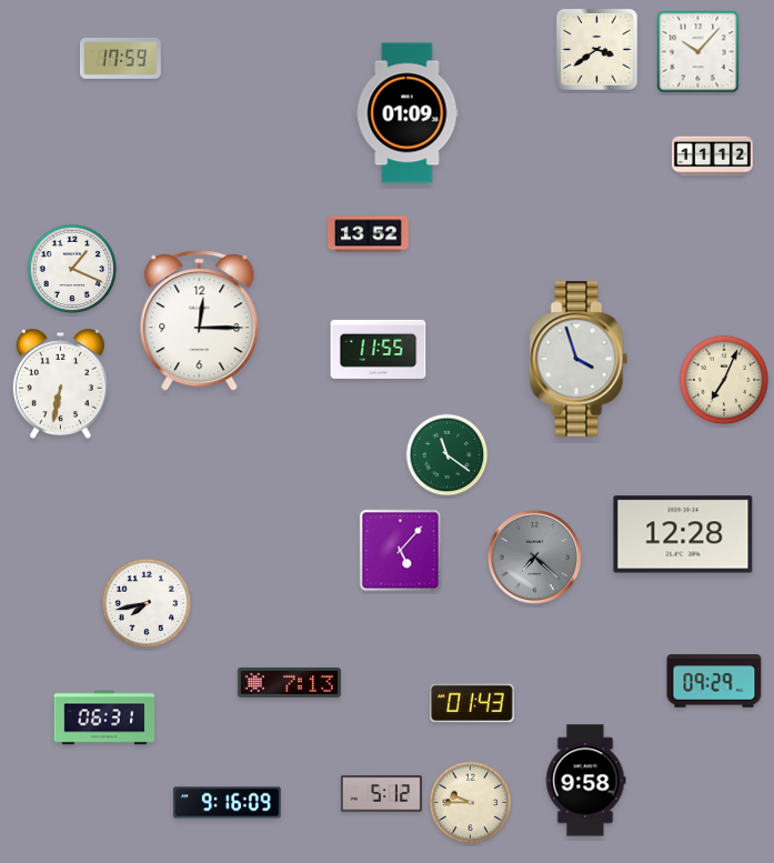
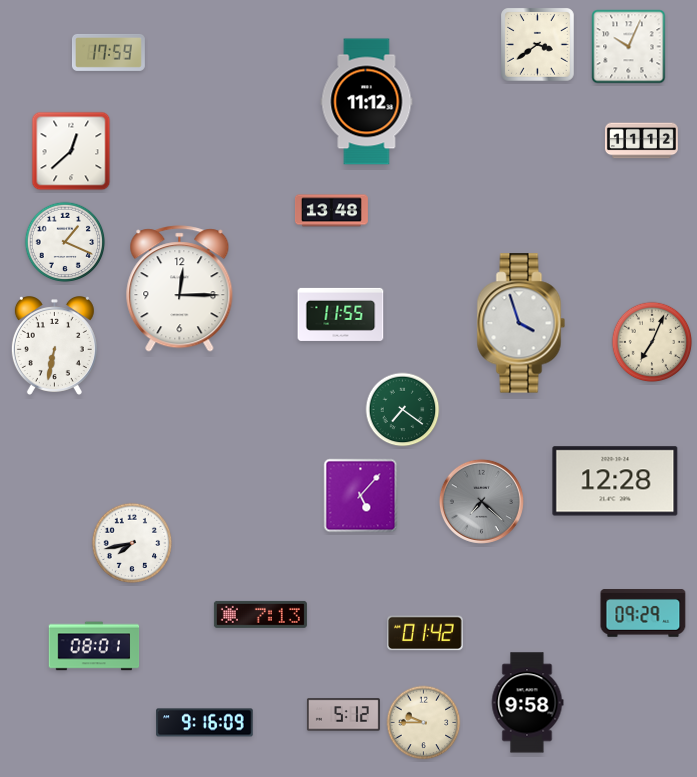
clock at (698, 52): 10:07 -> 10:04
clock at (408, 113): 01:09 -> 11:12
clock at (71, 151): none -> 12:38
clock at (368, 234): 13:52 -> 13:48
clock at (448, 455): 11:21 -> 7:21
clock at (472, 703): 01:43 -> 01:42
clock at (104, 718): 06:31 -> 08:01
